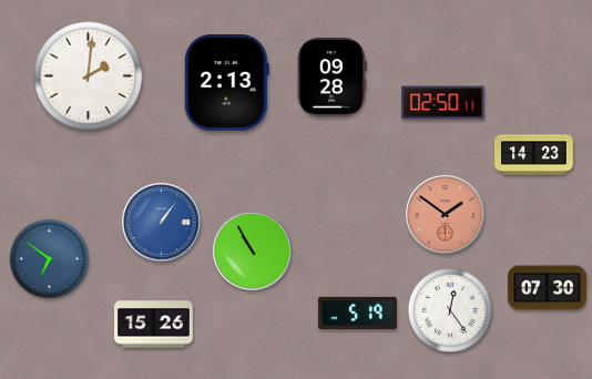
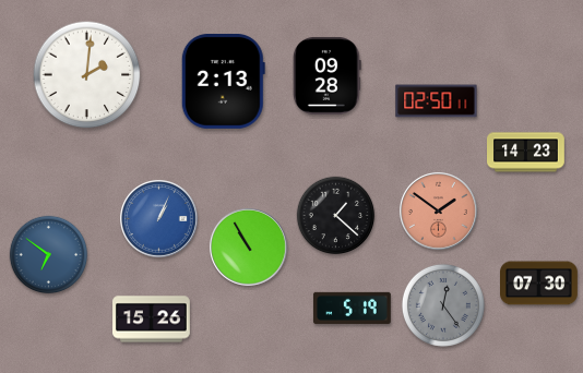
clock at (336, 216): none -> 1:22
clock at (162, 223): 1:06 -> 1:04
clock at (450, 310) dial: white -> grey
